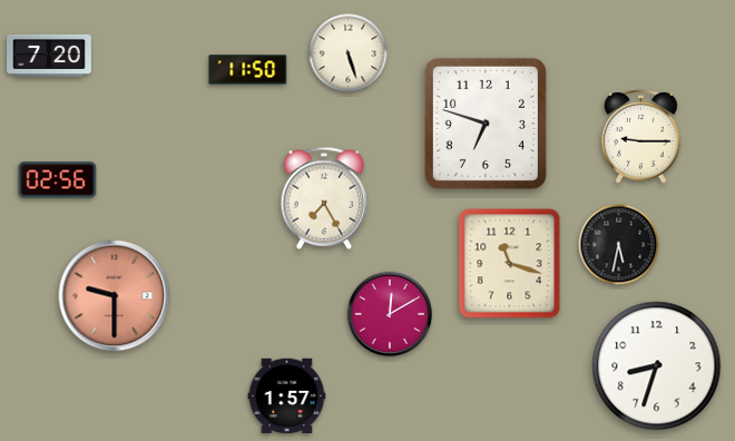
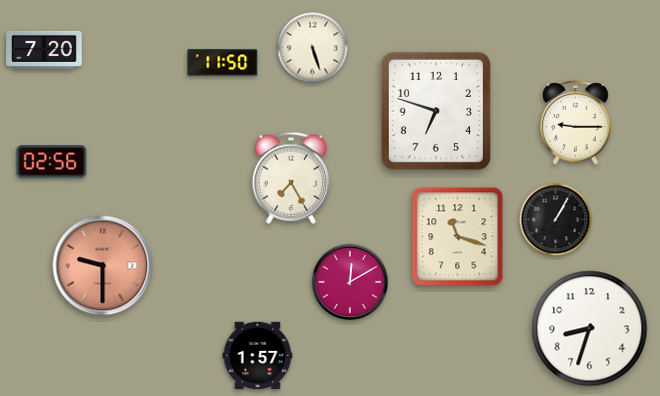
clock at (619, 245): 5:32 -> 1:05
